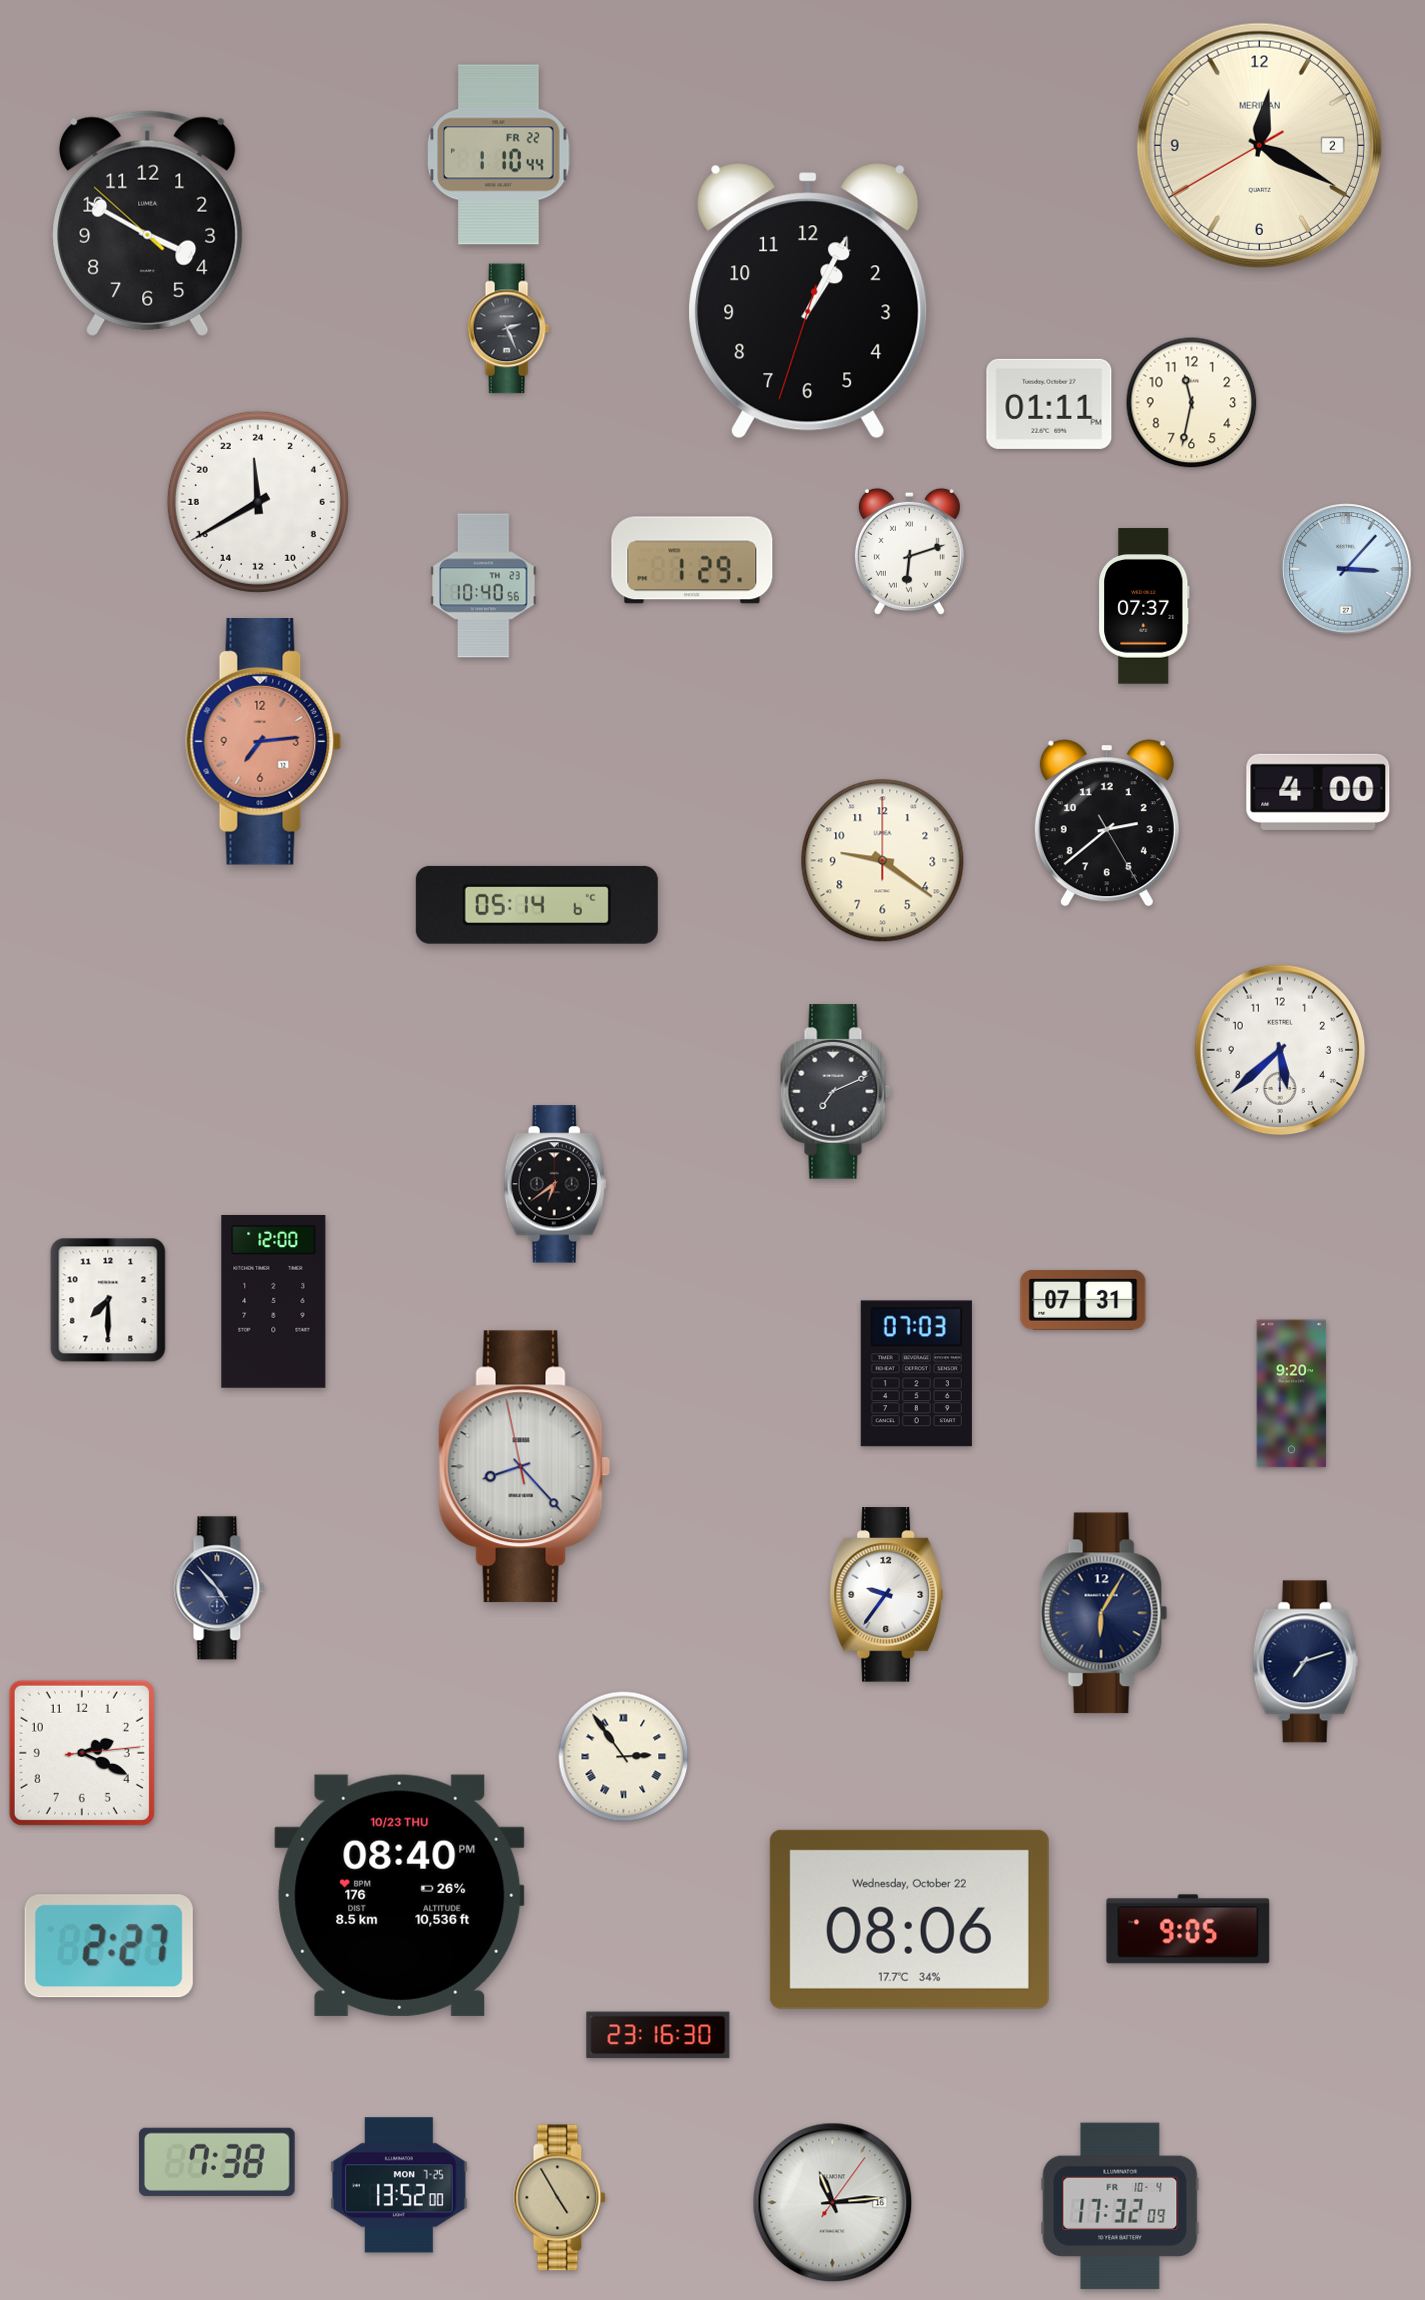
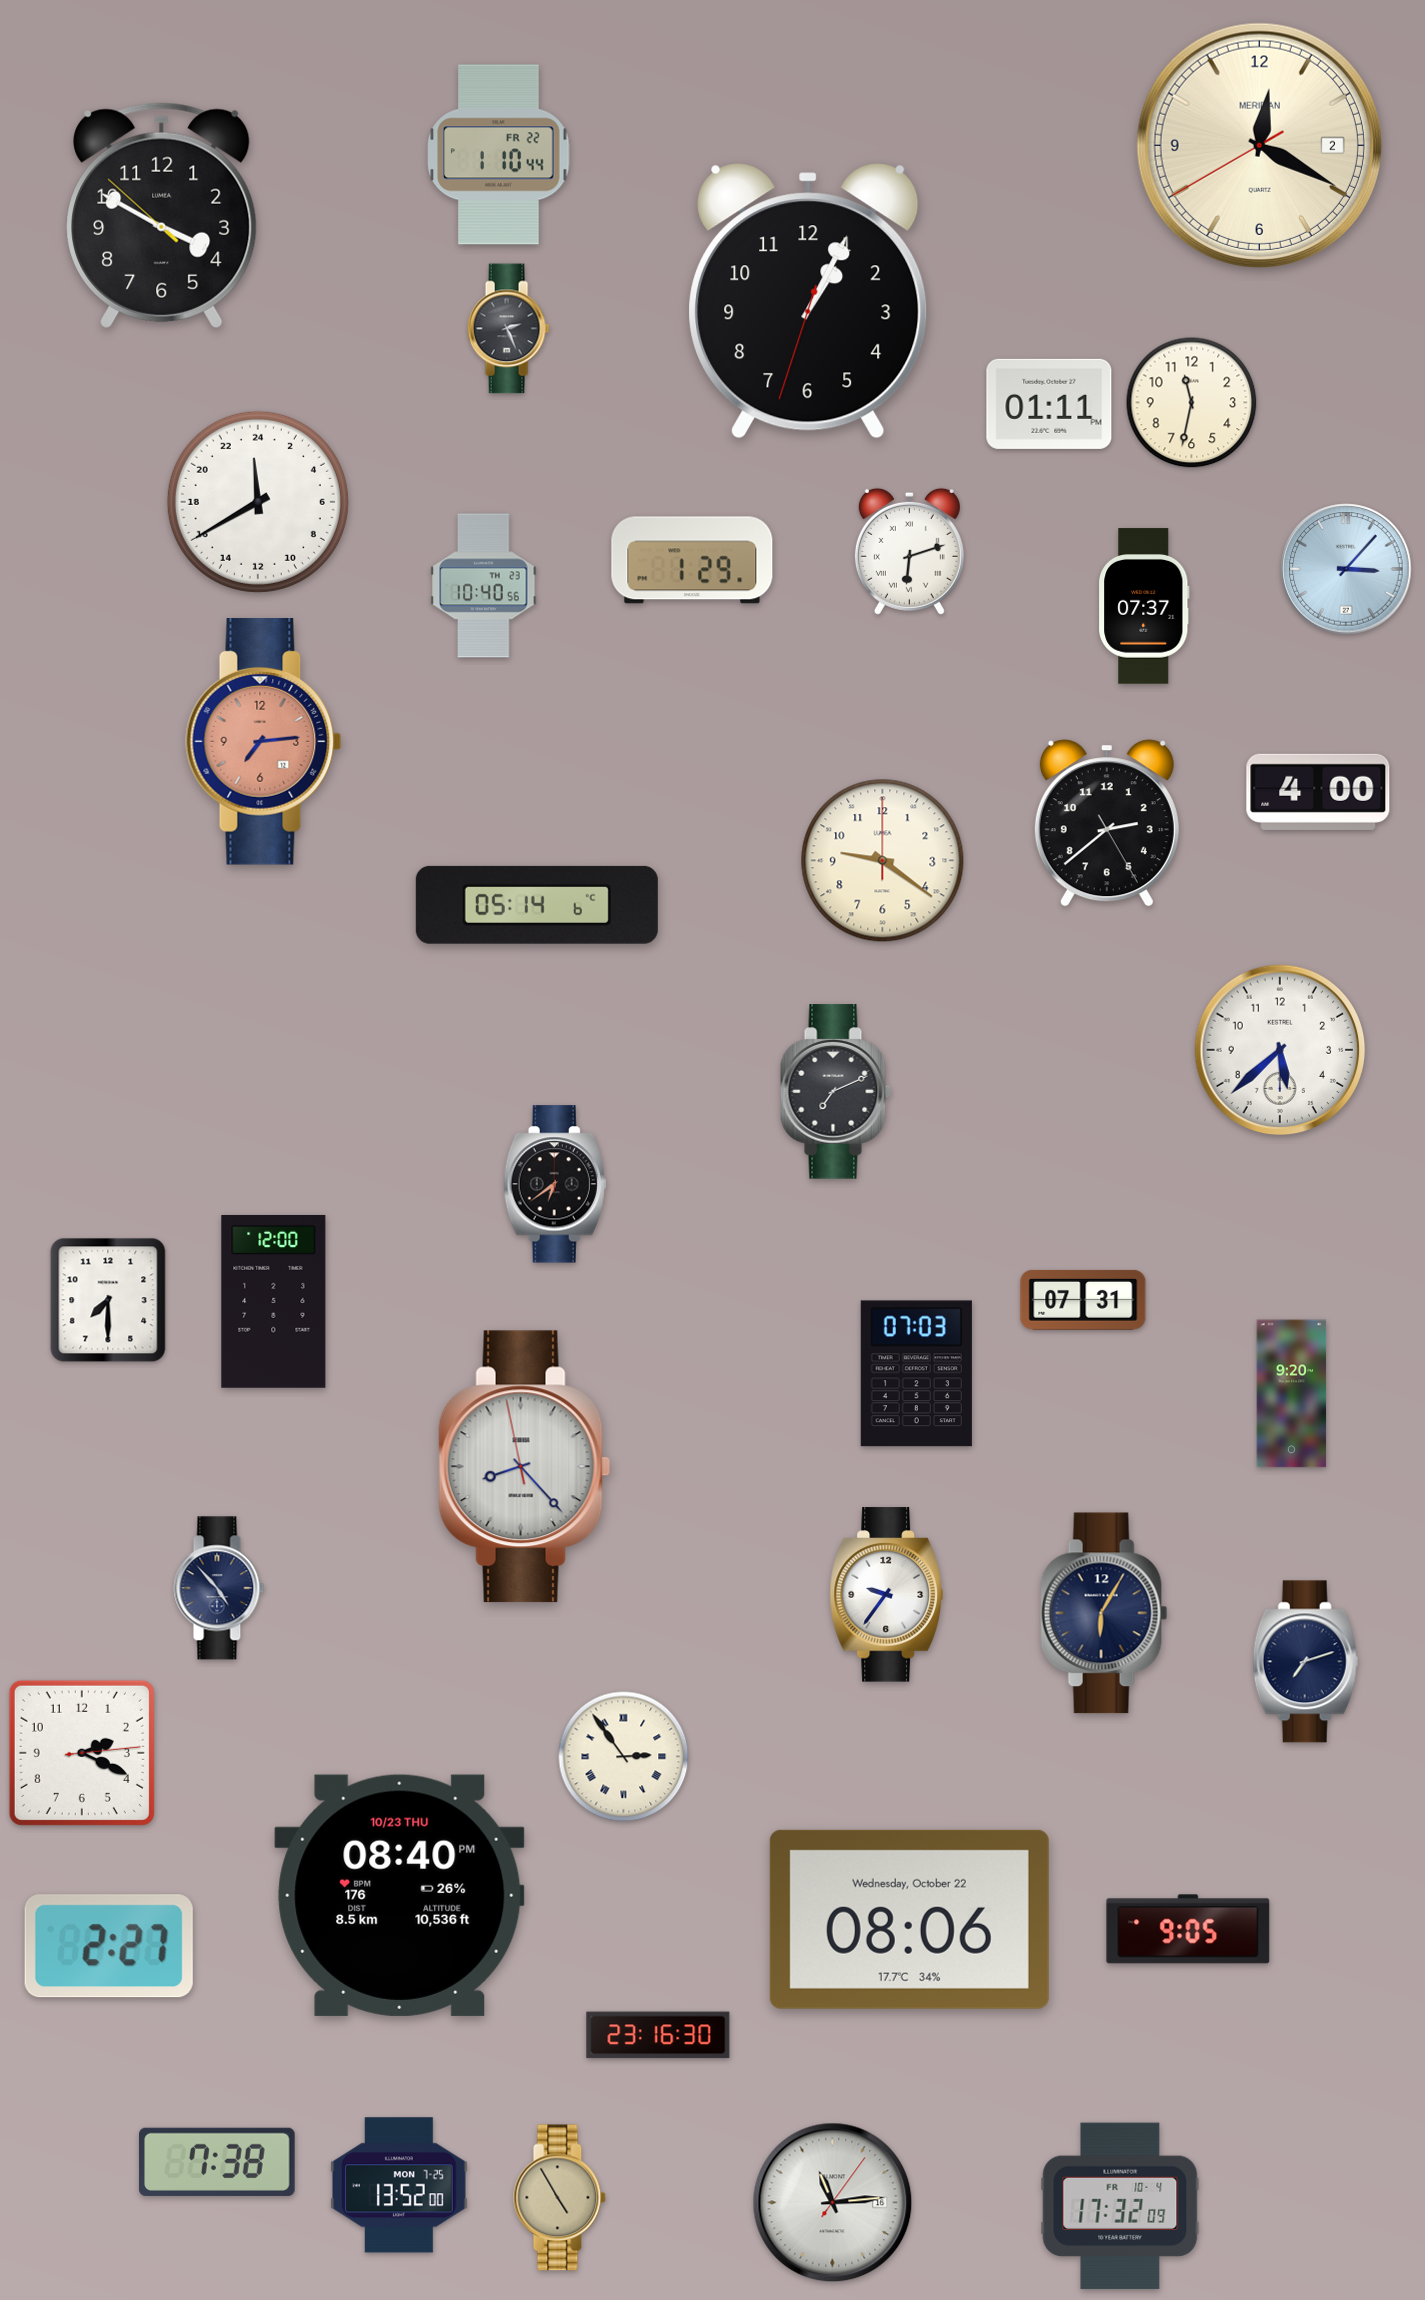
clock at (148, 223) position: (148, 223) -> (162, 215)
